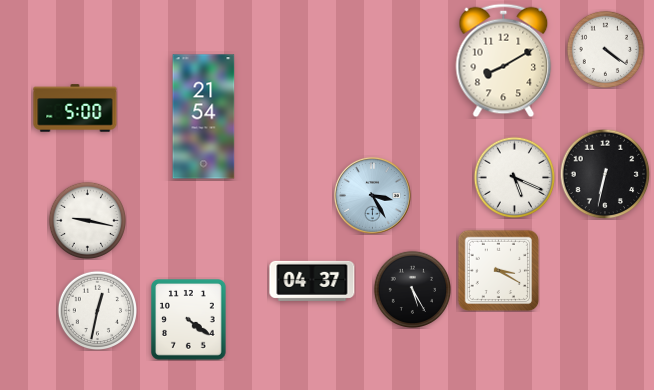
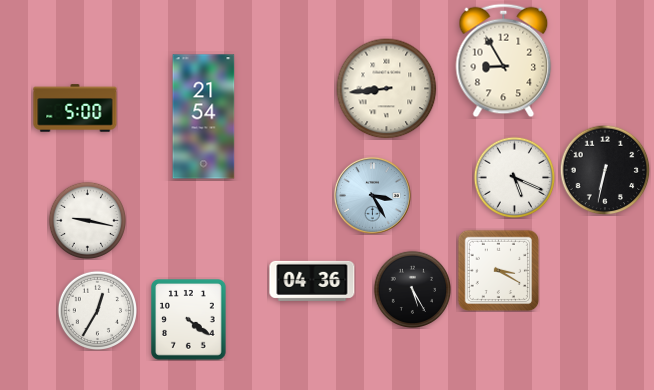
clock at (605, 49): 4:21 -> none
clock at (504, 61): 8:10 -> 8:55
clock at (387, 89): none -> 8:44
clock at (605, 174) position: (605, 174) -> (605, 170)
clock at (312, 281): 04:37 -> 04:36
clock at (97, 310): 12:32 -> 12:35
